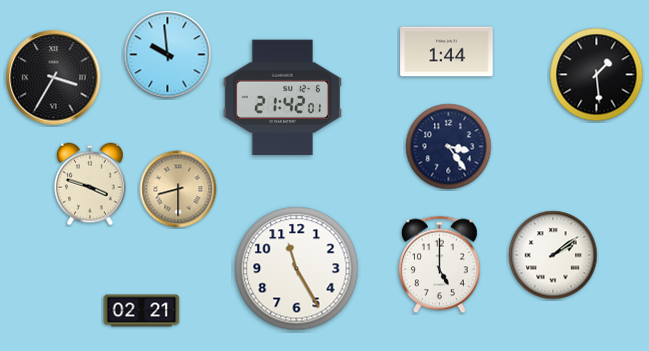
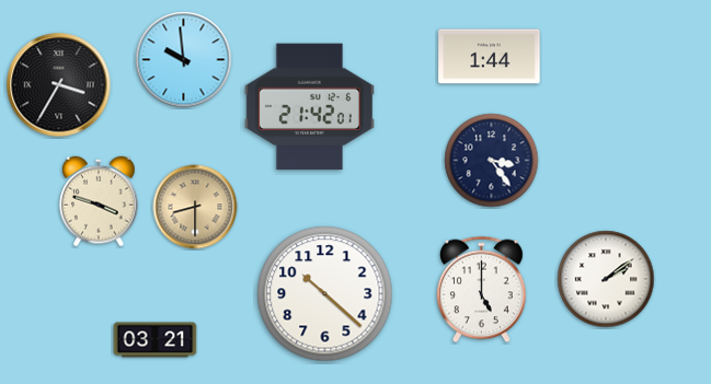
clock at (597, 75): 1:29 -> none
clock at (297, 269): 11:25 -> 10:22
clock at (142, 311): 02:21 -> 03:21
